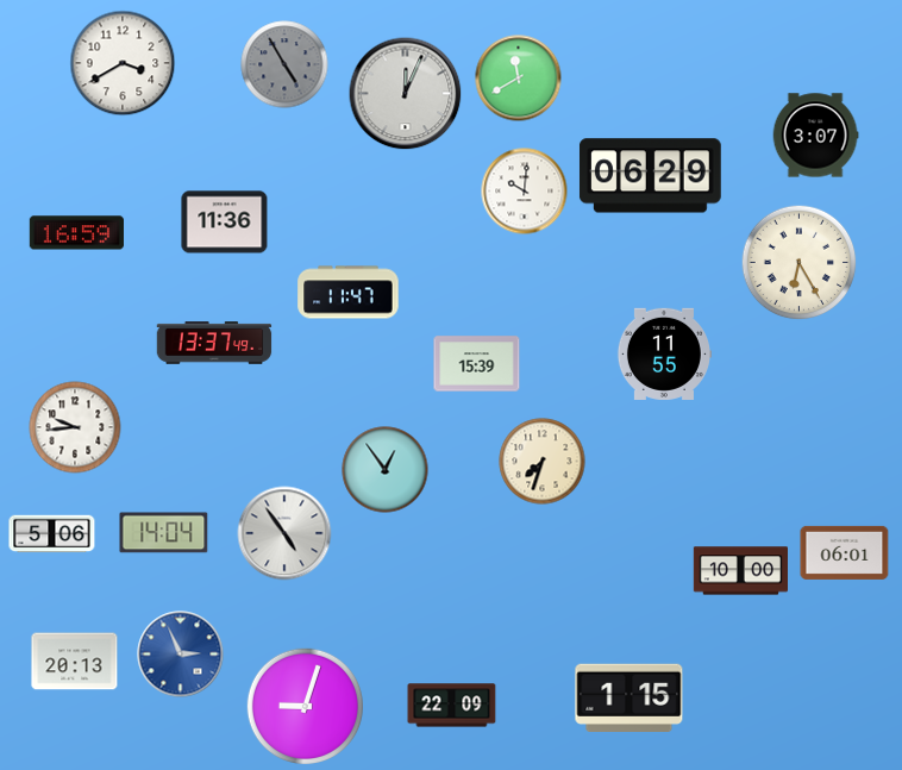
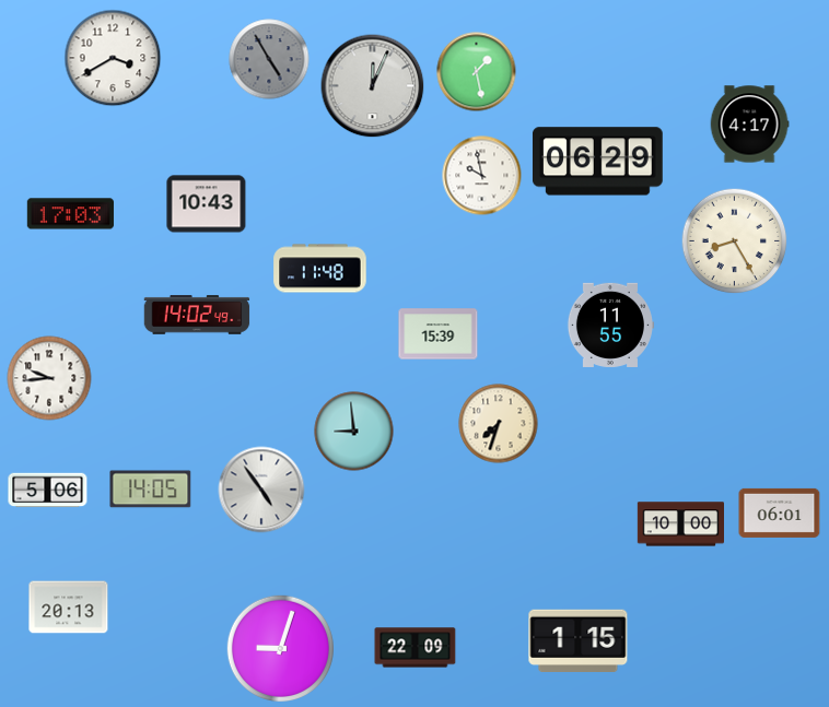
clock at (284, 64) position: (284, 64) -> (269, 59)
clock at (519, 79): 11:40 -> 1:28
clock at (815, 136): 3:07 -> 4:17
clock at (525, 192): 10:01 -> 9:58
clock at (225, 223): 11:36 -> 10:43
clock at (76, 233): 16:59 -> 17:03
clock at (800, 263): 6:25 -> 8:25
clock at (349, 293): 11:47 -> 11:48
clock at (214, 343): 13:37 -> 14:02
clock at (75, 427) position: (75, 427) -> (49, 378)
clock at (386, 470): 12:54 -> 8:59
clock at (164, 533): 14:04 -> 14:05
clock at (845, 552) position: (845, 552) -> (780, 512)
clock at (181, 655): 2:56 -> none
